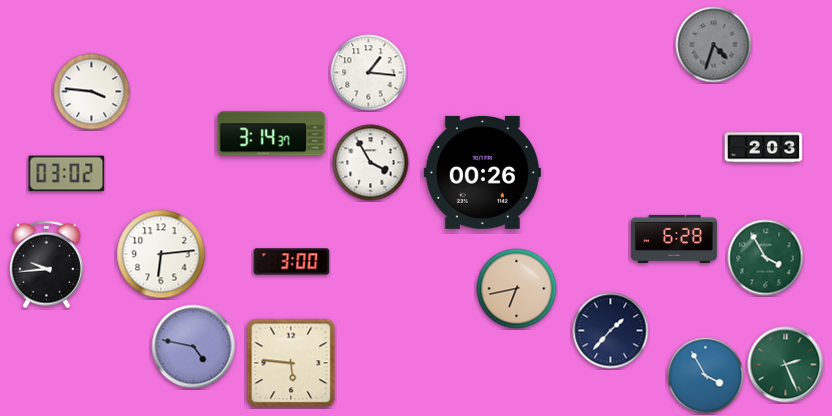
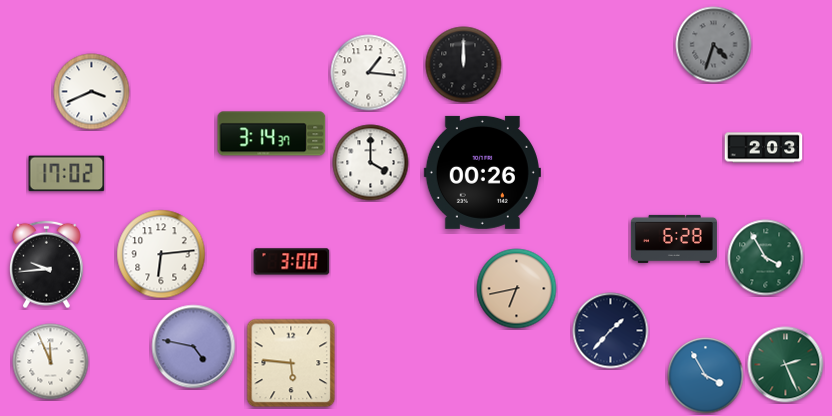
clock at (464, 65): none -> 12:00
clock at (92, 92): 3:46 -> 3:41
clock at (371, 163): 3:55 -> 4:00
clock at (67, 174): 03:02 -> 17:02
clock at (51, 362): none -> 11:56
